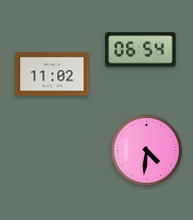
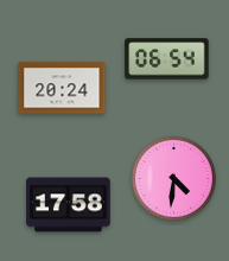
clock at (52, 74): 11:02 -> 20:24
clock at (69, 205): none -> 17:58
